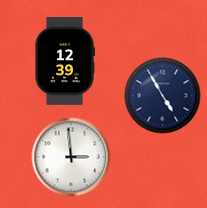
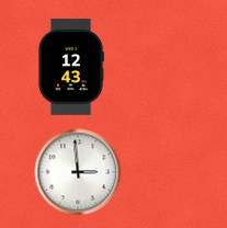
clock at (65, 61): 12:39 -> 12:43
clock at (163, 96): 4:55 -> none
